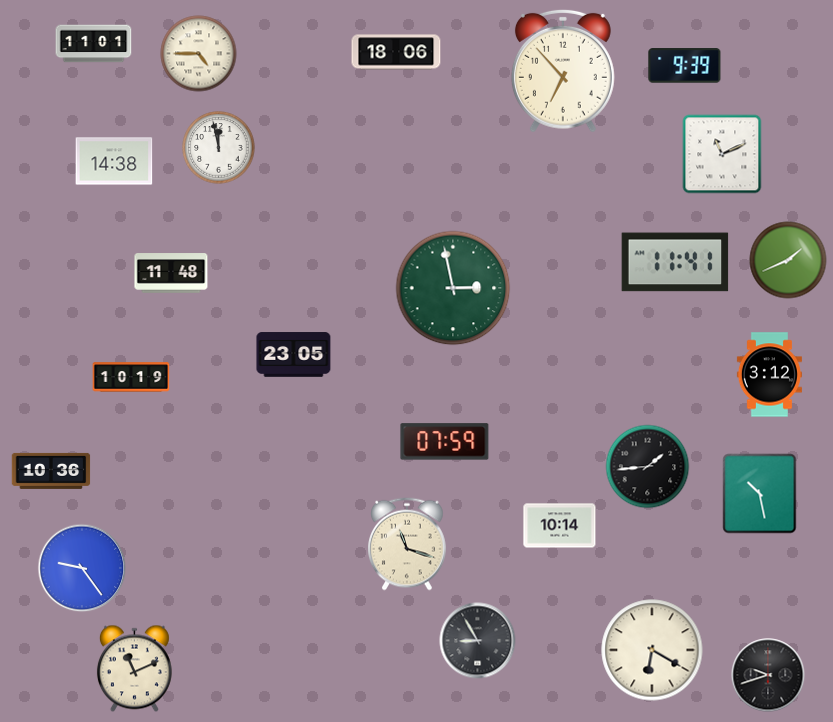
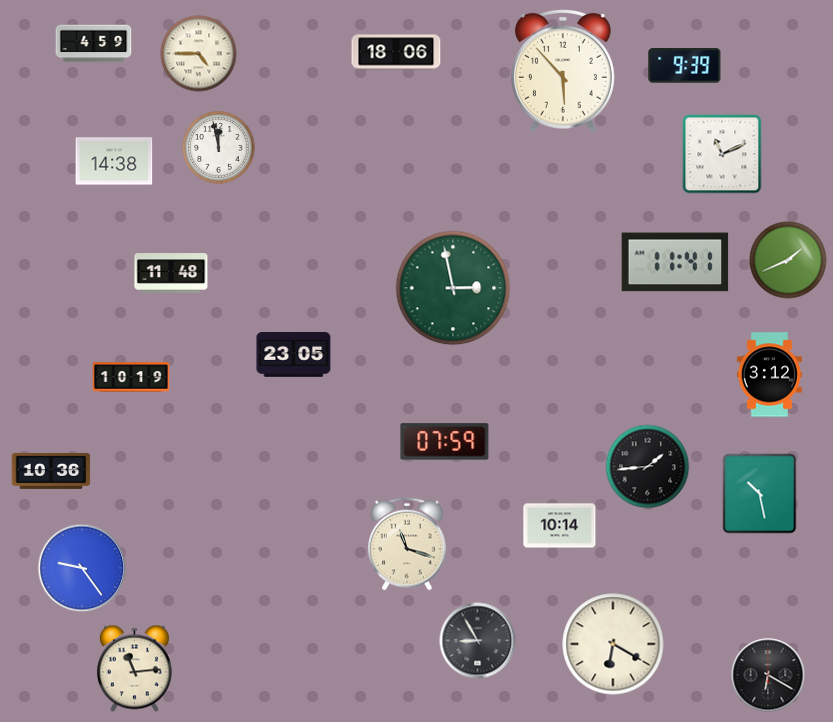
clock at (94, 44): 11:01 -> 4:59
clock at (563, 71): 6:53 -> 5:53
clock at (652, 650) position: (652, 650) -> (613, 644)
clock at (134, 669): 11:11 -> 11:14
clock at (768, 675): 9:42 -> 6:20
